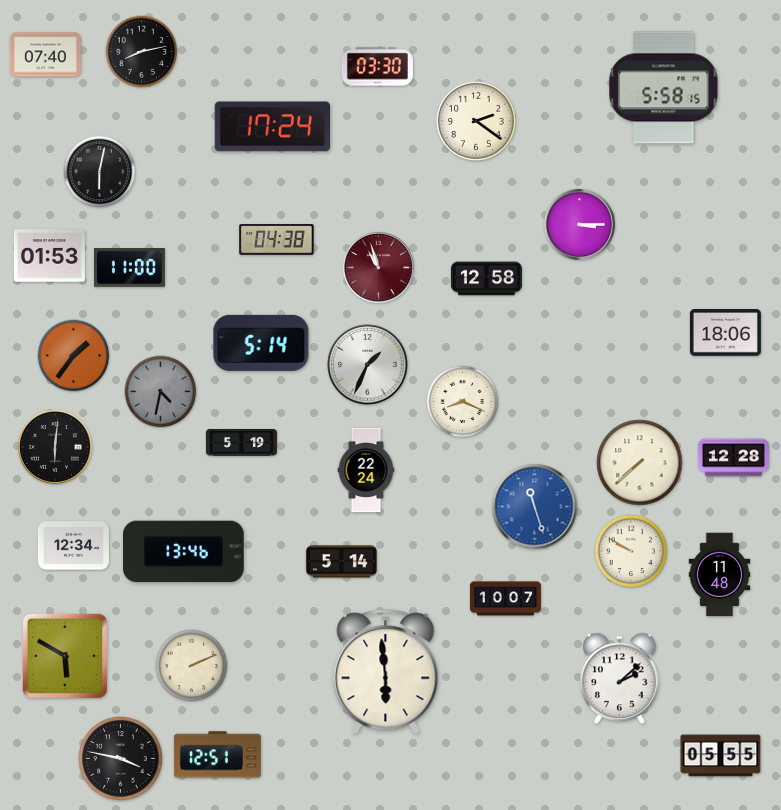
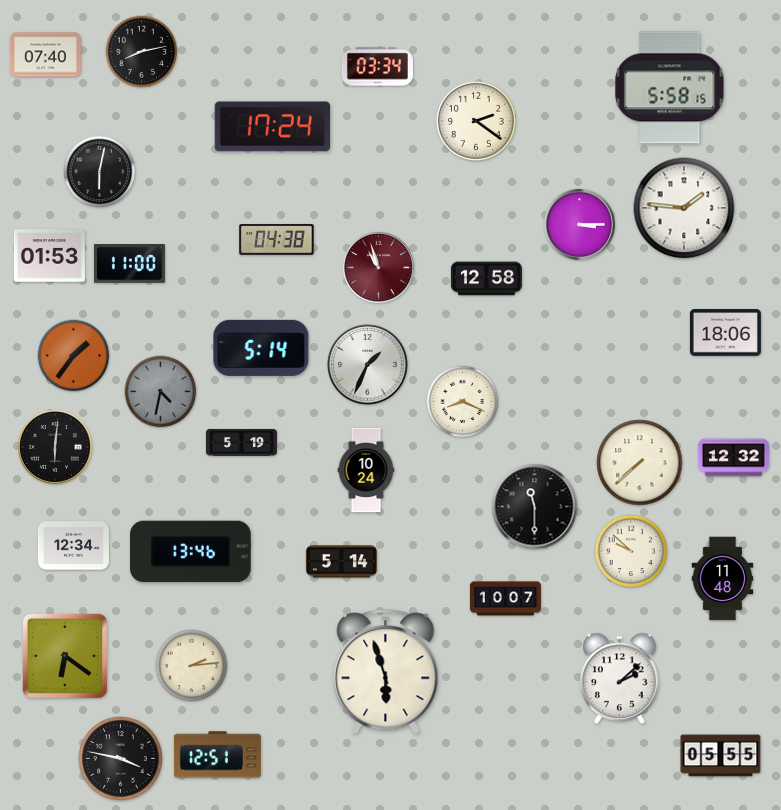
clock at (377, 67): 03:30 -> 03:34
clock at (664, 88) position: (664, 88) -> (670, 88)
clock at (684, 208): none -> 1:46
clock at (129, 268) position: (129, 268) -> (129, 264)
clock at (261, 343) position: (261, 343) -> (261, 348)
clock at (733, 458): 12:28 -> 12:32
clock at (366, 470): 22:24 -> 10:24
clock at (535, 507): 11:27 -> 11:30
clock at (535, 507) dial: blue -> black
clock at (631, 551): 9:50 -> 9:52
clock at (184, 552) position: (184, 552) -> (191, 552)
clock at (720, 575) position: (720, 575) -> (723, 579)
clock at (65, 656): 5:50 -> 6:21
clock at (192, 666): 2:11 -> 2:14
clock at (386, 672): 5:59 -> 5:57
